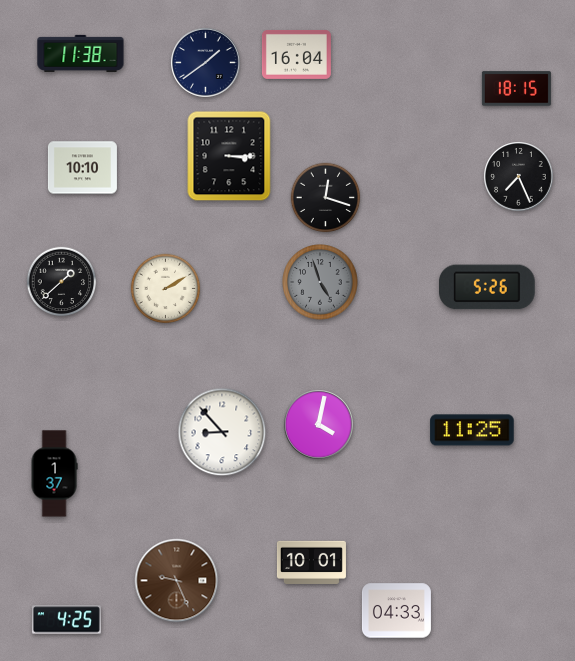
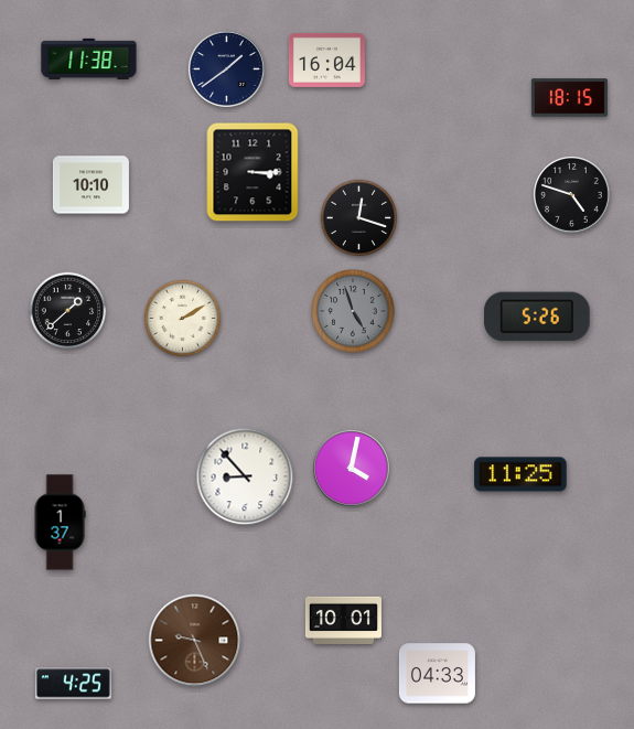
clock at (519, 177): 7:26 -> 4:48
